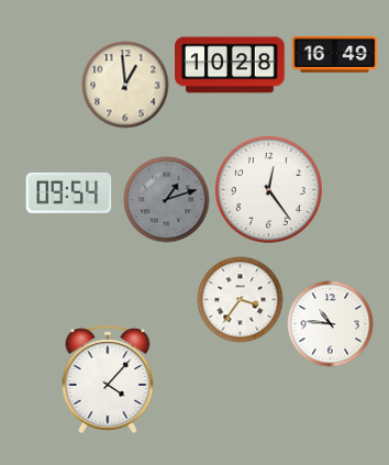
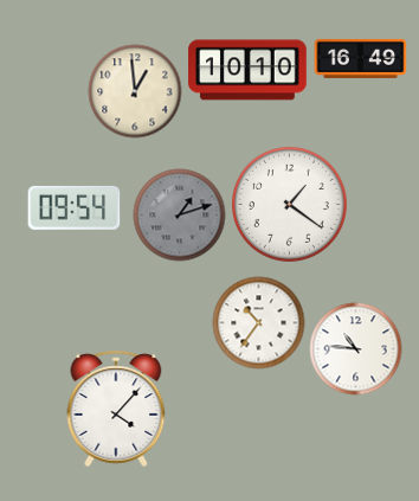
clock at (230, 65): 10:28 -> 10:10
clock at (268, 189): 12:24 -> 1:21
clock at (240, 299): 3:36 -> 10:36
